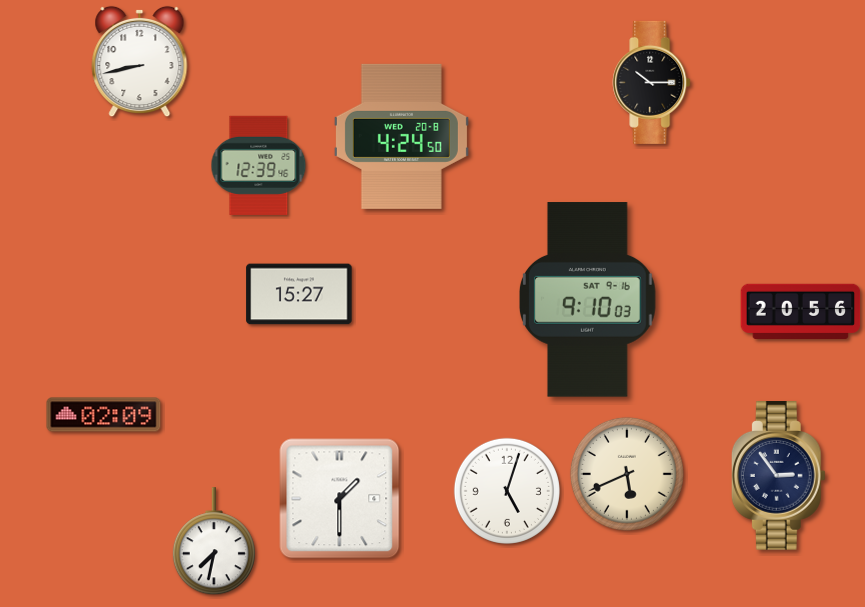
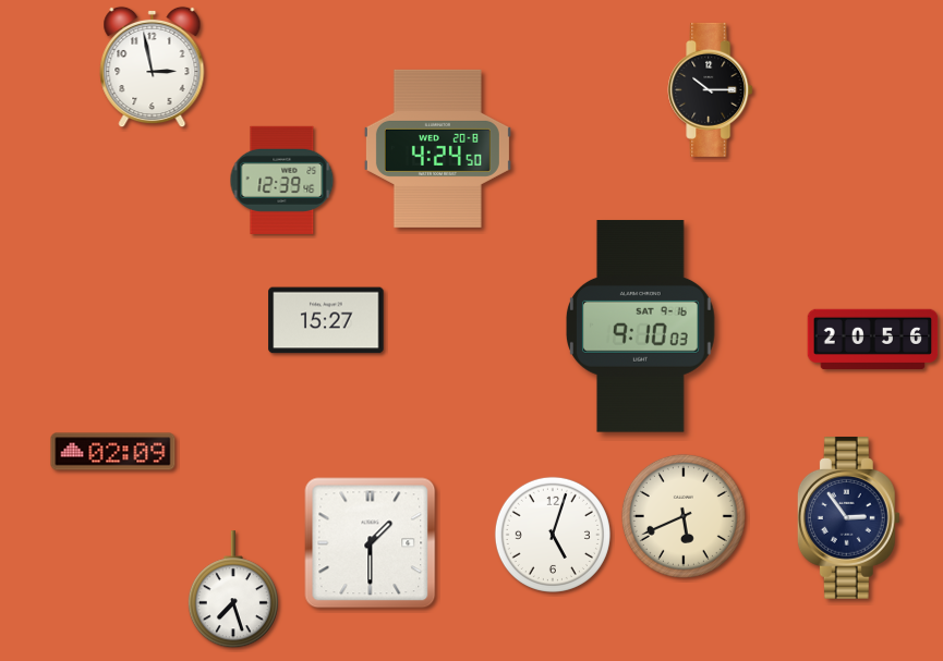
clock at (140, 62): 8:43 -> 2:58
clock at (214, 542): 7:32 -> 7:27
